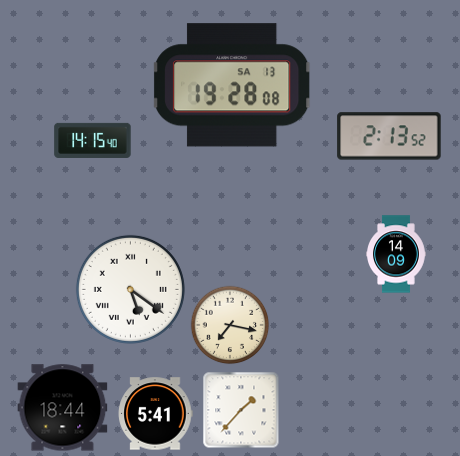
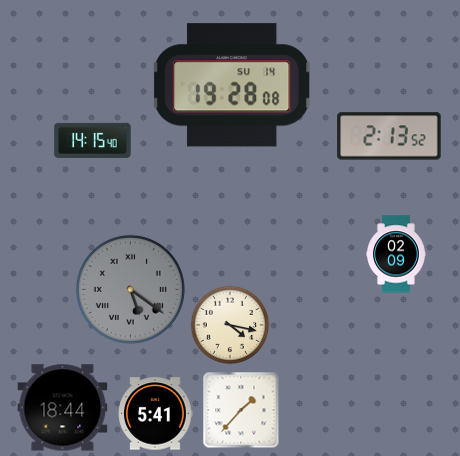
clock at (232, 85) date: SA 13 -> SU 14
clock at (396, 254): 14:09 -> 02:09
clock at (130, 289) dial: white -> grey
clock at (230, 325): 7:17 -> 4:17
